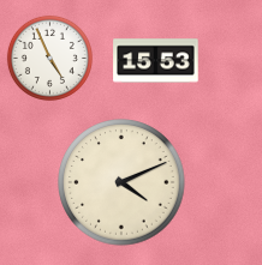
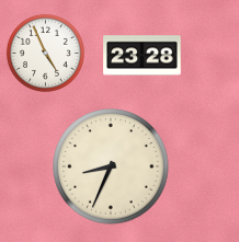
clock at (156, 61): 15:53 -> 23:28
clock at (121, 182): 4:11 -> 8:34
